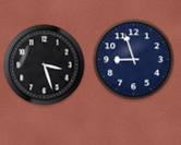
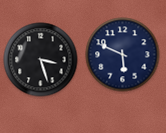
clock at (134, 60): 8:57 -> 5:49
